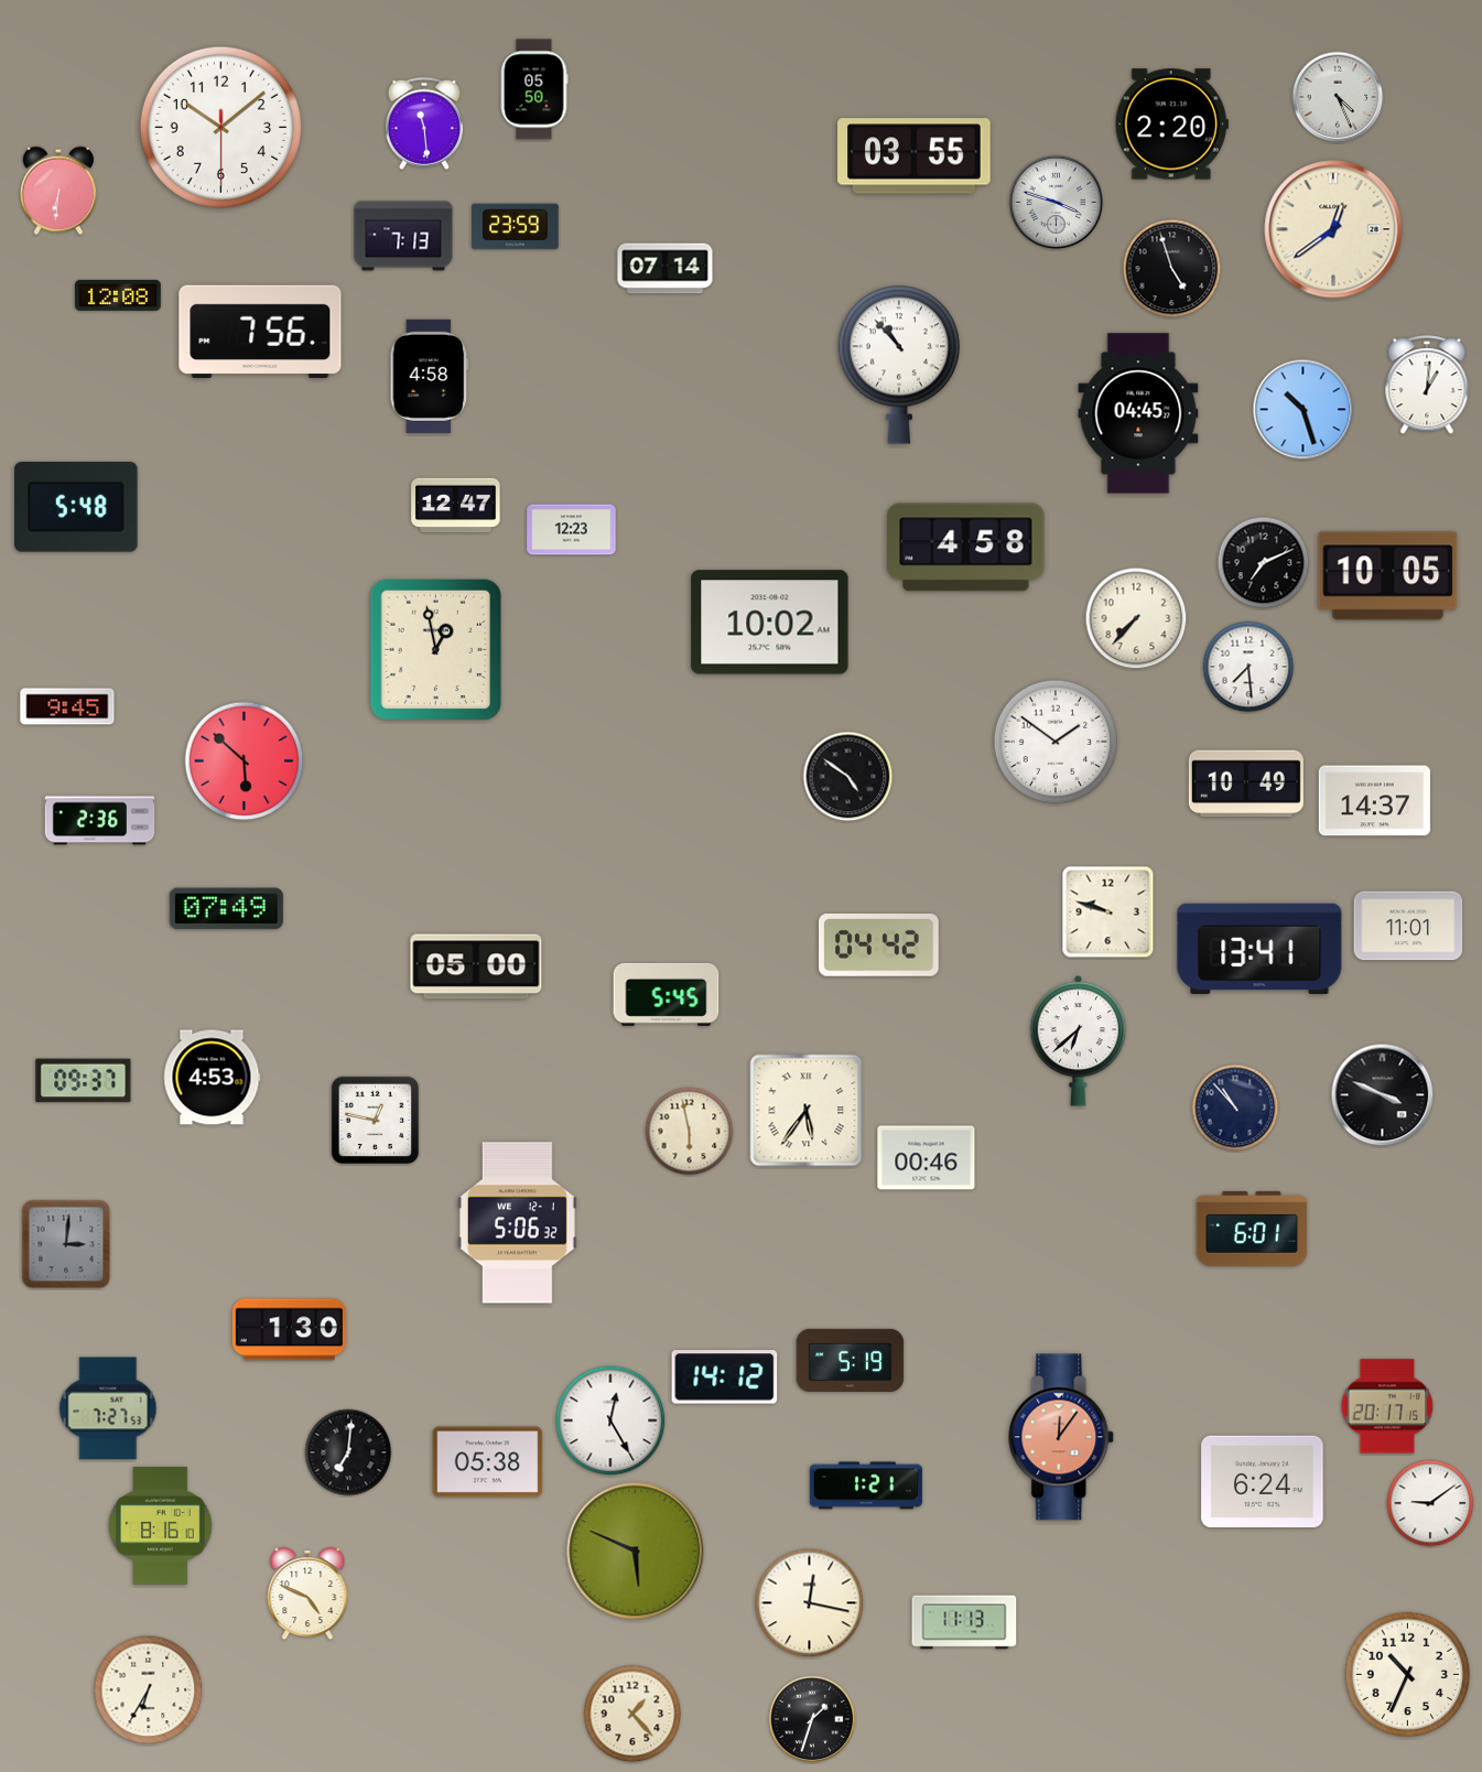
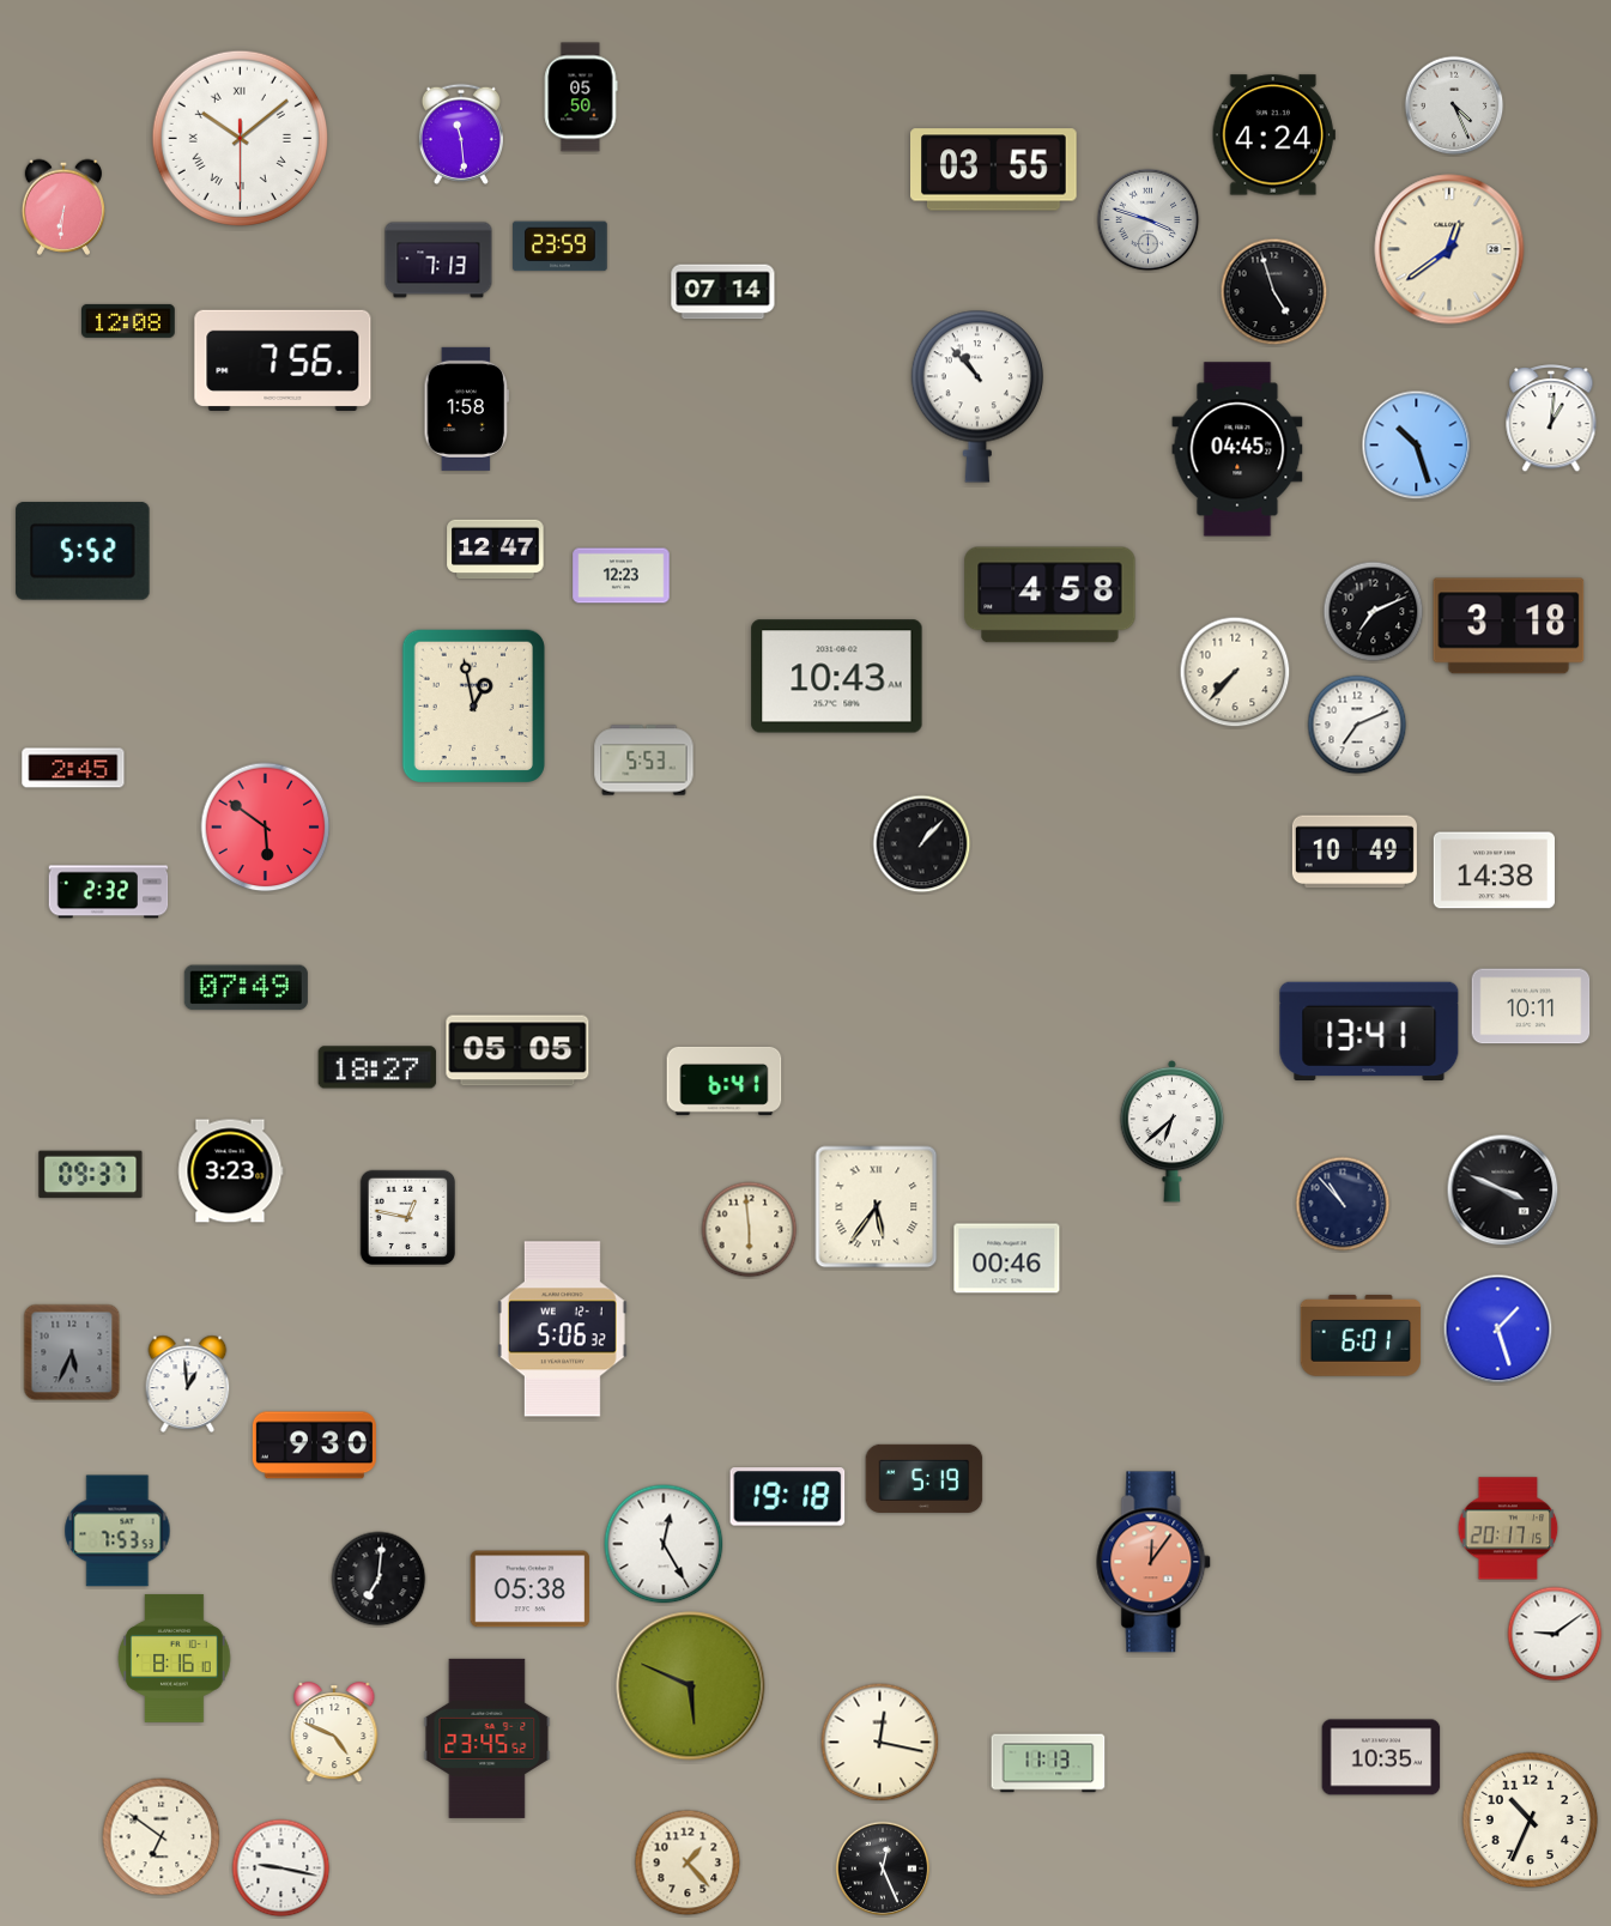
clock at (1171, 125): 2:20 -> 4:24
clock at (220, 127) numerals: Arabic -> Roman
clock at (403, 236) position: (403, 236) -> (438, 260)
clock at (430, 376): 4:58 -> 1:58
clock at (76, 507): 5:48 -> 5:52
clock at (1388, 576): 10:05 -> 3:18
clock at (770, 623): 10:02 -> 10:43
clock at (1248, 667): 7:29 -> 7:11
clock at (644, 761): none -> 5:53
clock at (67, 706): 9:45 -> 2:45
clock at (1056, 742): 1:51 -> none
clock at (245, 761): 5:52 -> 5:51
clock at (848, 777): 4:51 -> 1:07
clock at (1374, 801): 14:37 -> 14:38
clock at (100, 821): 2:36 -> 2:32
clock at (1108, 912): 9:48 -> none
clock at (1408, 926): 11:01 -> 10:11
clock at (879, 946): 04:42 -> none
clock at (476, 966): 05:00 -> 05:05
clock at (377, 1067): none -> 18:27
clock at (667, 994): 5:45 -> 6:41
clock at (213, 1078): 4:53 -> 3:23
clock at (690, 1132): 5:58 -> 5:59
clock at (1498, 1330): none -> 1:27
clock at (66, 1244): 3:01 -> 5:34
clock at (188, 1383): none -> 12:59
clock at (289, 1330): 1:30 -> 9:30
clock at (725, 1377): 14:12 -> 19:18
clock at (108, 1408): 7:27 -> 7:53
clock at (1263, 1482): 6:24 -> none
clock at (866, 1485): 1:21 -> none
clock at (487, 1738): none -> 23:45
clock at (1381, 1757): none -> 10:35
clock at (149, 1690): 6:35 -> 6:51
clock at (281, 1869): none -> 9:17
clock at (812, 1719): 1:33 -> 12:26
